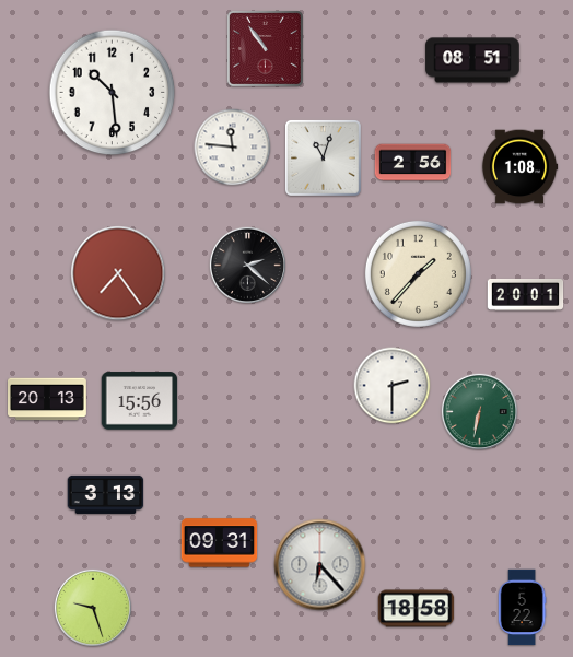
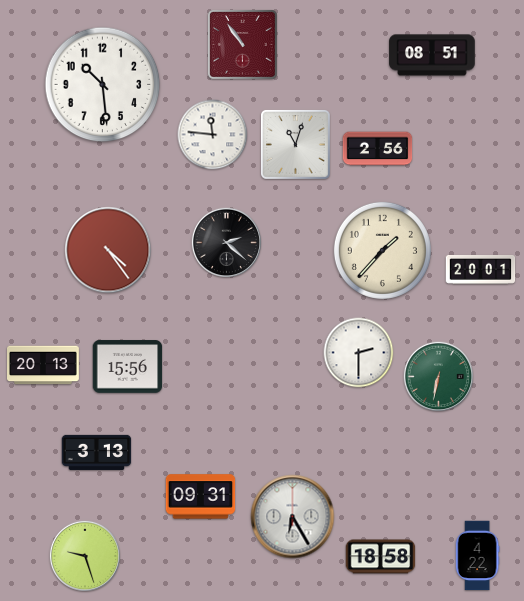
clock at (519, 167): 1:08 -> none
clock at (118, 273): 7:24 -> 4:24
clock at (320, 565): 6:23 -> 6:25
clock at (522, 608): 5:22 -> 4:22
